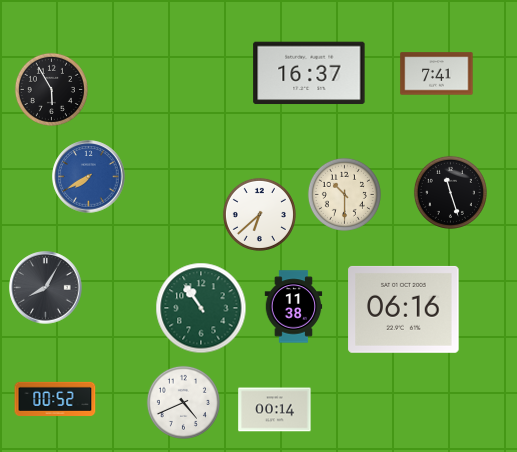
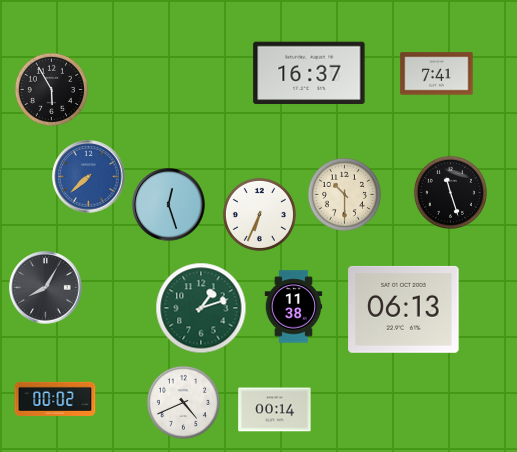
clock at (89, 177): 7:40 -> 7:38
clock at (169, 205): none -> 12:27
clock at (259, 214): 6:38 -> 6:34
clock at (201, 308): 10:54 -> 1:12
clock at (404, 309): 06:16 -> 06:13
clock at (55, 399): 00:52 -> 00:02
